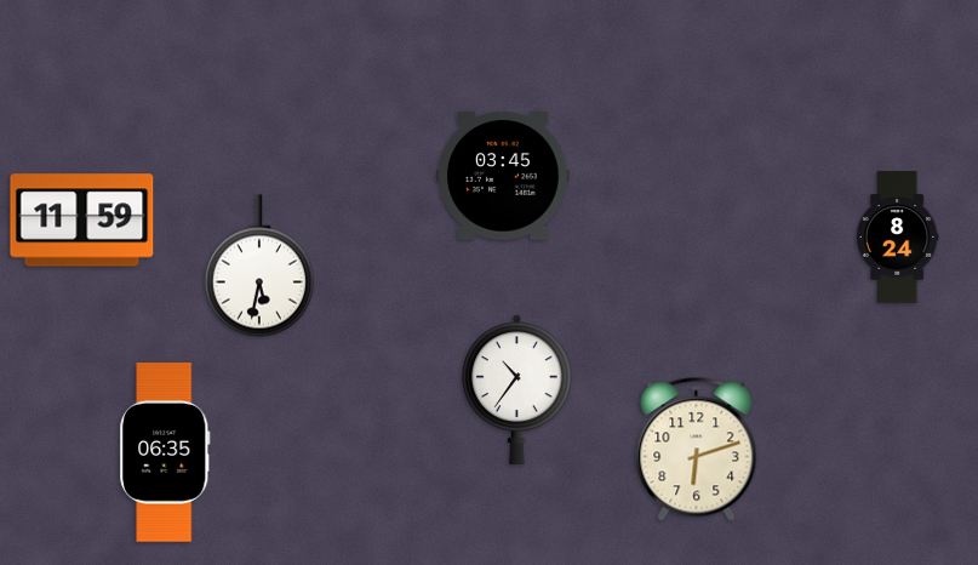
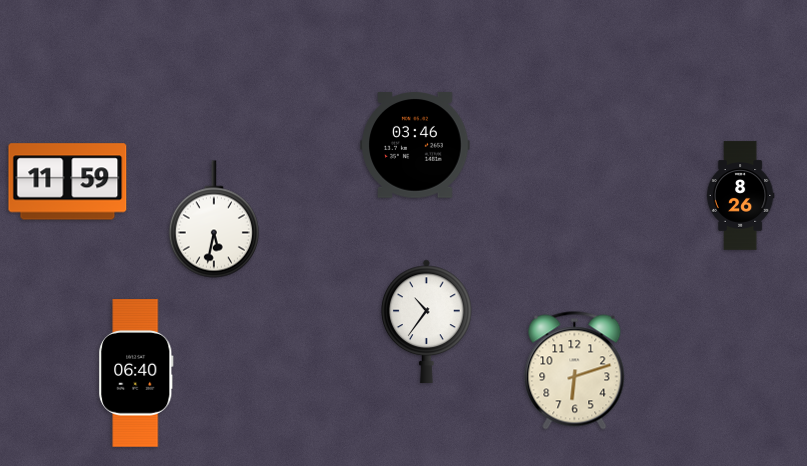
clock at (503, 176): 03:45 -> 03:46
clock at (897, 238): 8:24 -> 8:26
clock at (165, 452): 06:35 -> 06:40
